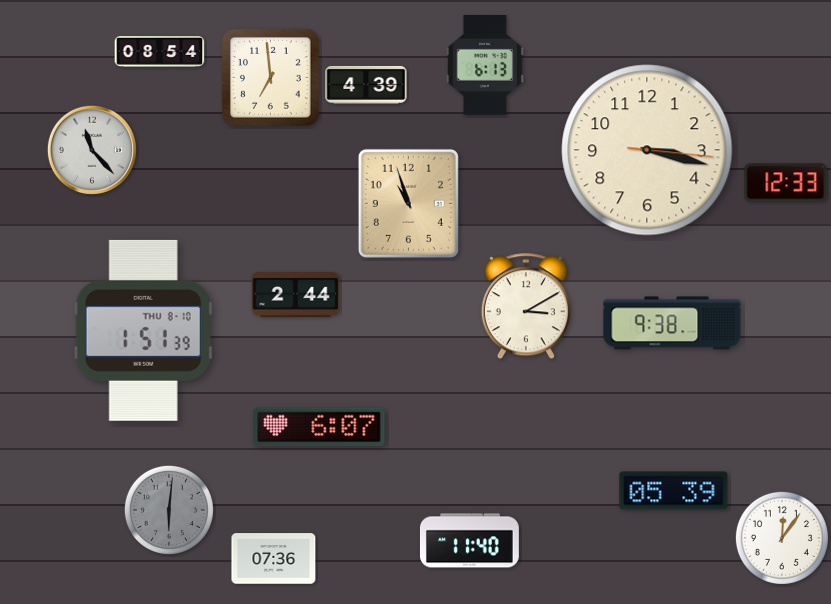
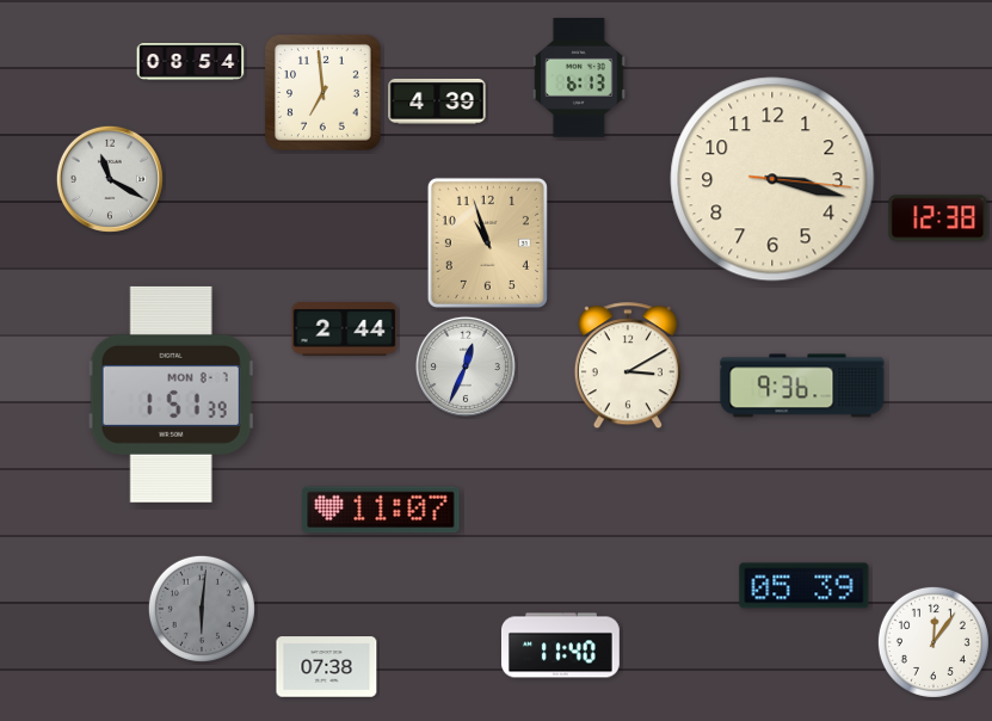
clock at (92, 150): 11:23 -> 11:20
clock at (786, 183): 12:33 -> 12:38
clock at (296, 295) position: (296, 295) -> (345, 329)
clock at (466, 366): none -> 12:34
clock at (672, 323): 9:38 -> 9:36
clock at (143, 330) date: THU 8-10 -> MON 8-7
clock at (319, 427): 6:07 -> 11:07
clock at (274, 559): 07:36 -> 07:38
